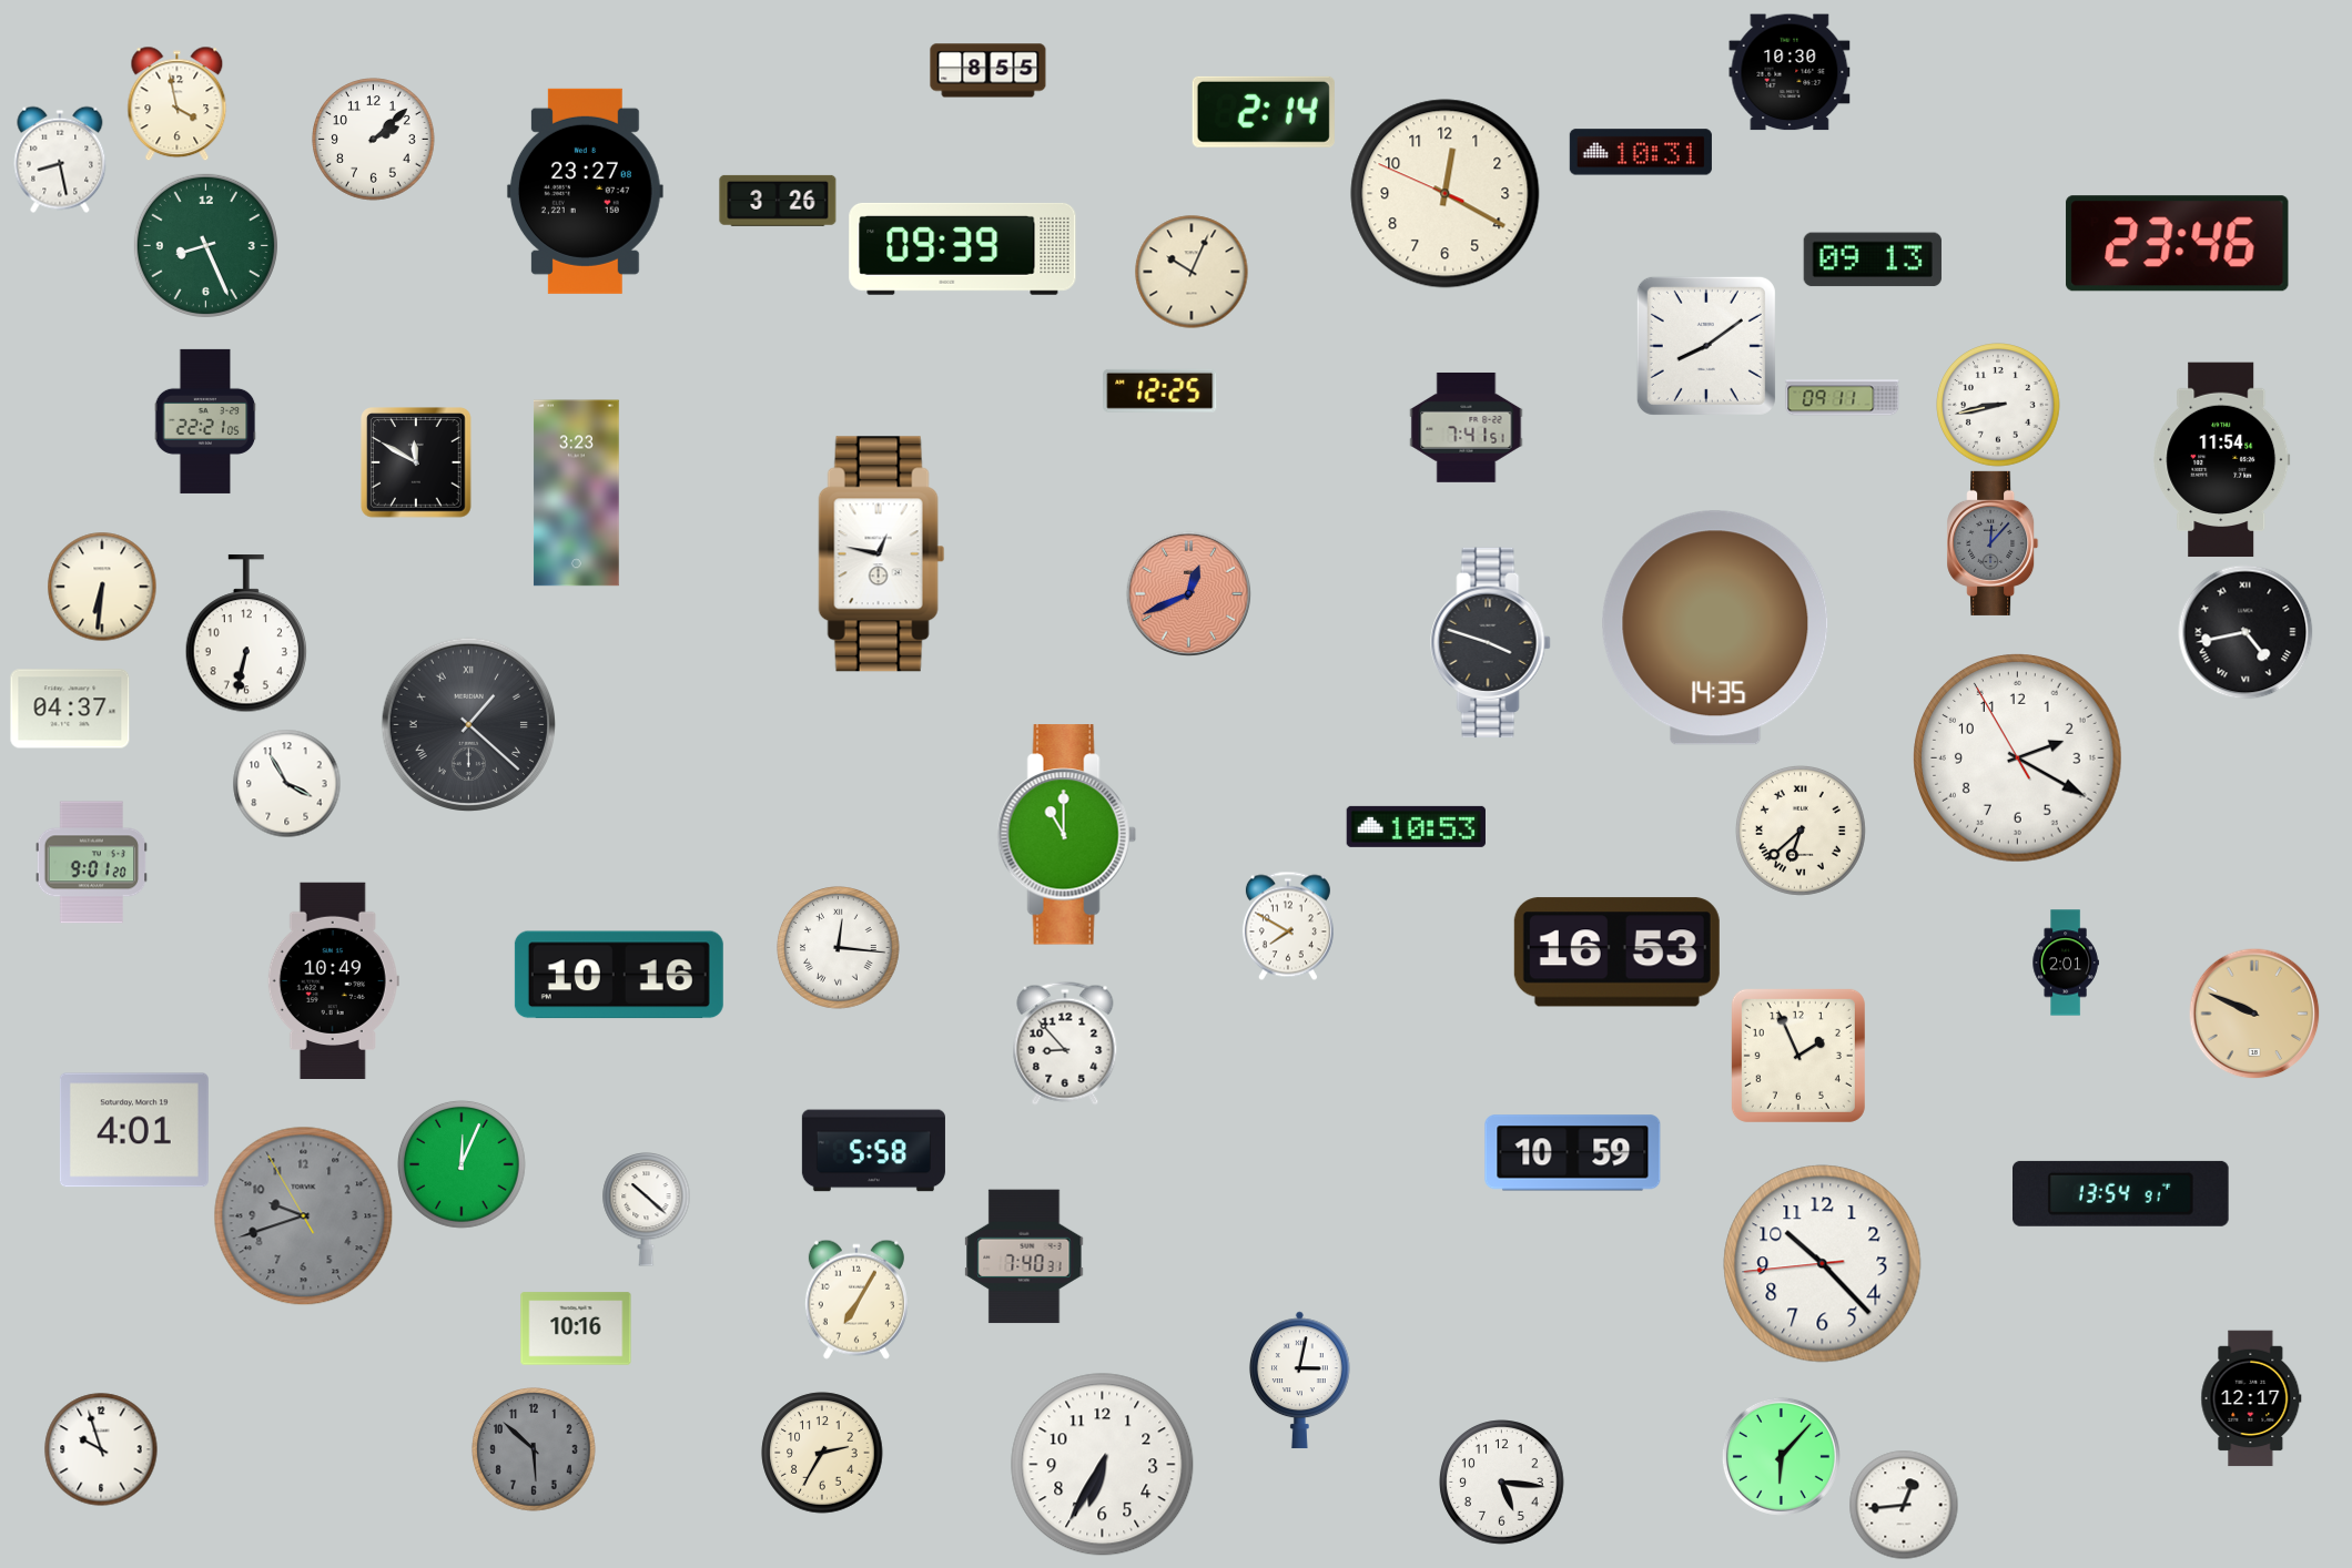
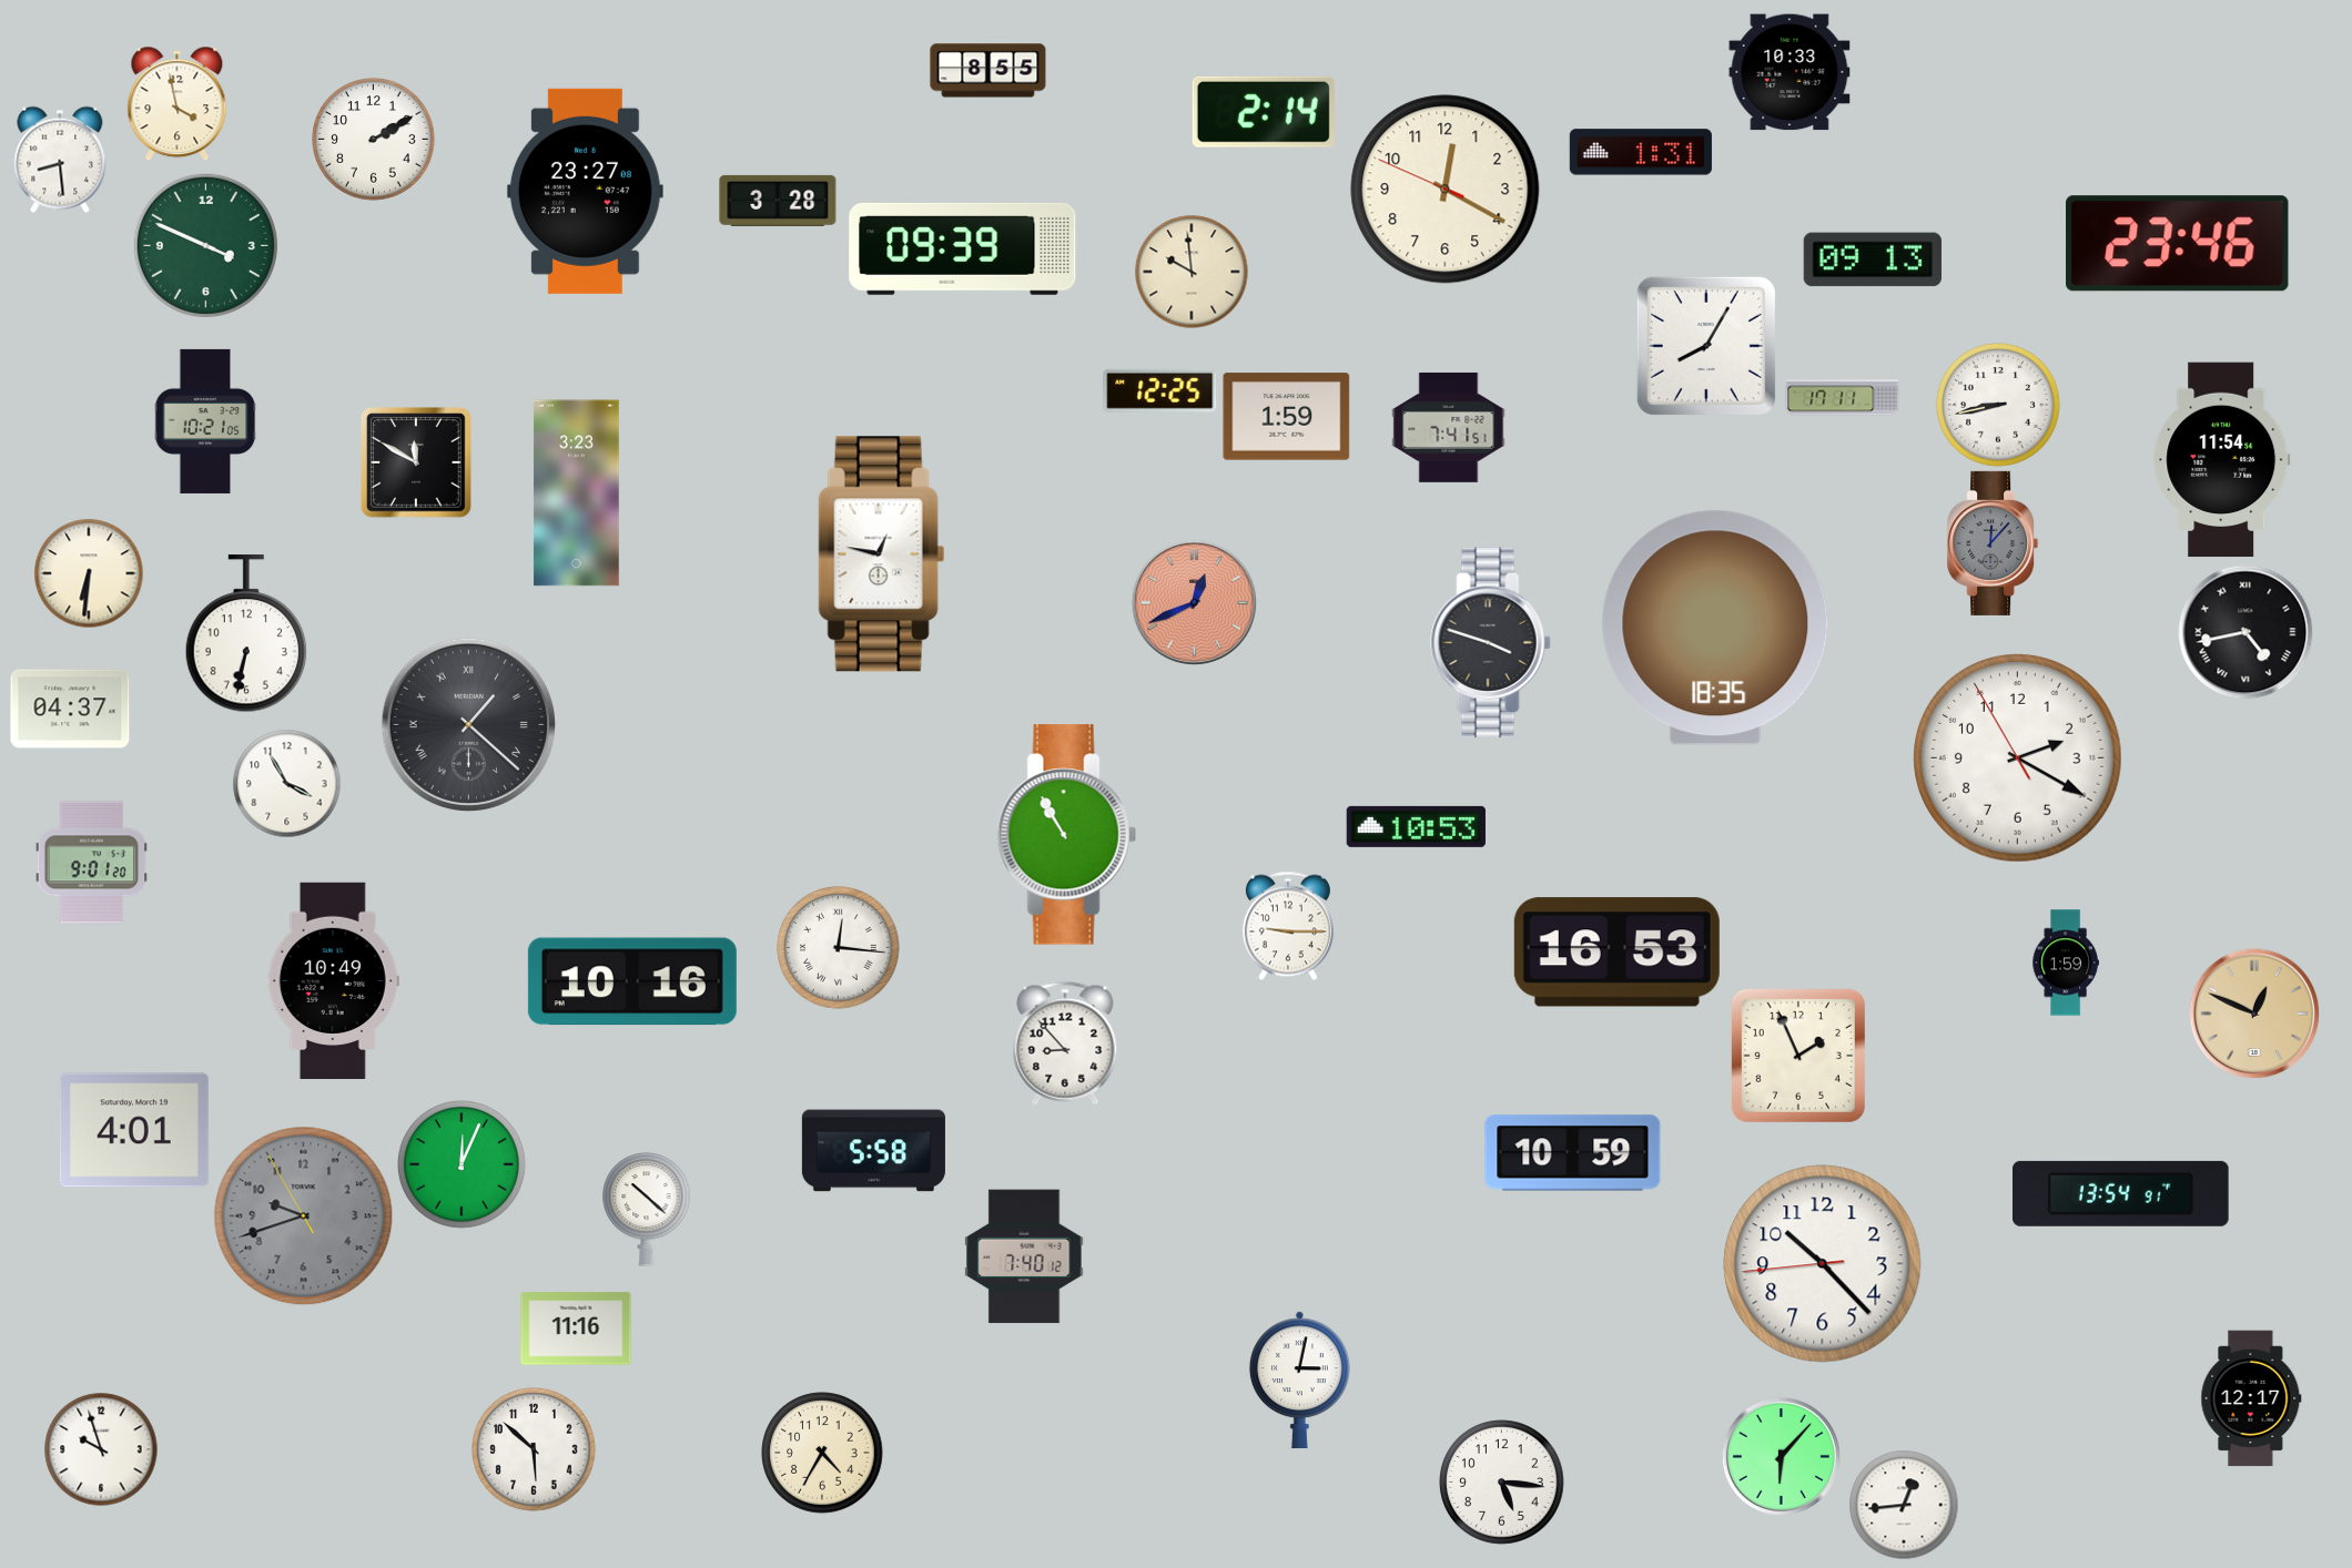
clock at (1790, 72): 10:30 -> 10:33
clock at (374, 140): 2:08 -> 2:10
clock at (1641, 152): 10:31 -> 1:31
clock at (60, 160): 8:28 -> 8:29
clock at (1446, 194) position: (1446, 194) -> (1446, 190)
clock at (778, 201): 3:26 -> 3:28
clock at (205, 245): 8:26 -> 3:49
clock at (1192, 272): 10:04 -> 9:59
clock at (1706, 346): 8:09 -> 8:05
clock at (1843, 398): 09:11 -> 17:11
clock at (1287, 417): none -> 1:59
clock at (205, 421): 22:21 -> 10:21
clock at (1467, 427) position: (1467, 427) -> (1449, 427)
clock at (102, 587) position: (102, 587) -> (89, 573)
clock at (1188, 593) position: (1188, 593) -> (1194, 602)
clock at (1715, 628): 14:35 -> 18:35
clock at (1801, 831): 6:38 -> none
clock at (1066, 835): 11:00 -> 10:55
clock at (1288, 926): 7:50 -> 9:15
clock at (2066, 963): 2:01 -> 1:59
clock at (619, 975) position: (619, 975) -> (632, 981)
clock at (2254, 1014): 9:49 -> 12:49
clock at (1024, 1256): 7:40:31 -> 7:40:12
clock at (856, 1300): 7:05 -> none
clock at (576, 1328): 10:16 -> 11:16
clock at (534, 1449) dial: grey -> white
clock at (822, 1453): 2:35 -> 4:35
clock at (1103, 1465): 6:35 -> none
